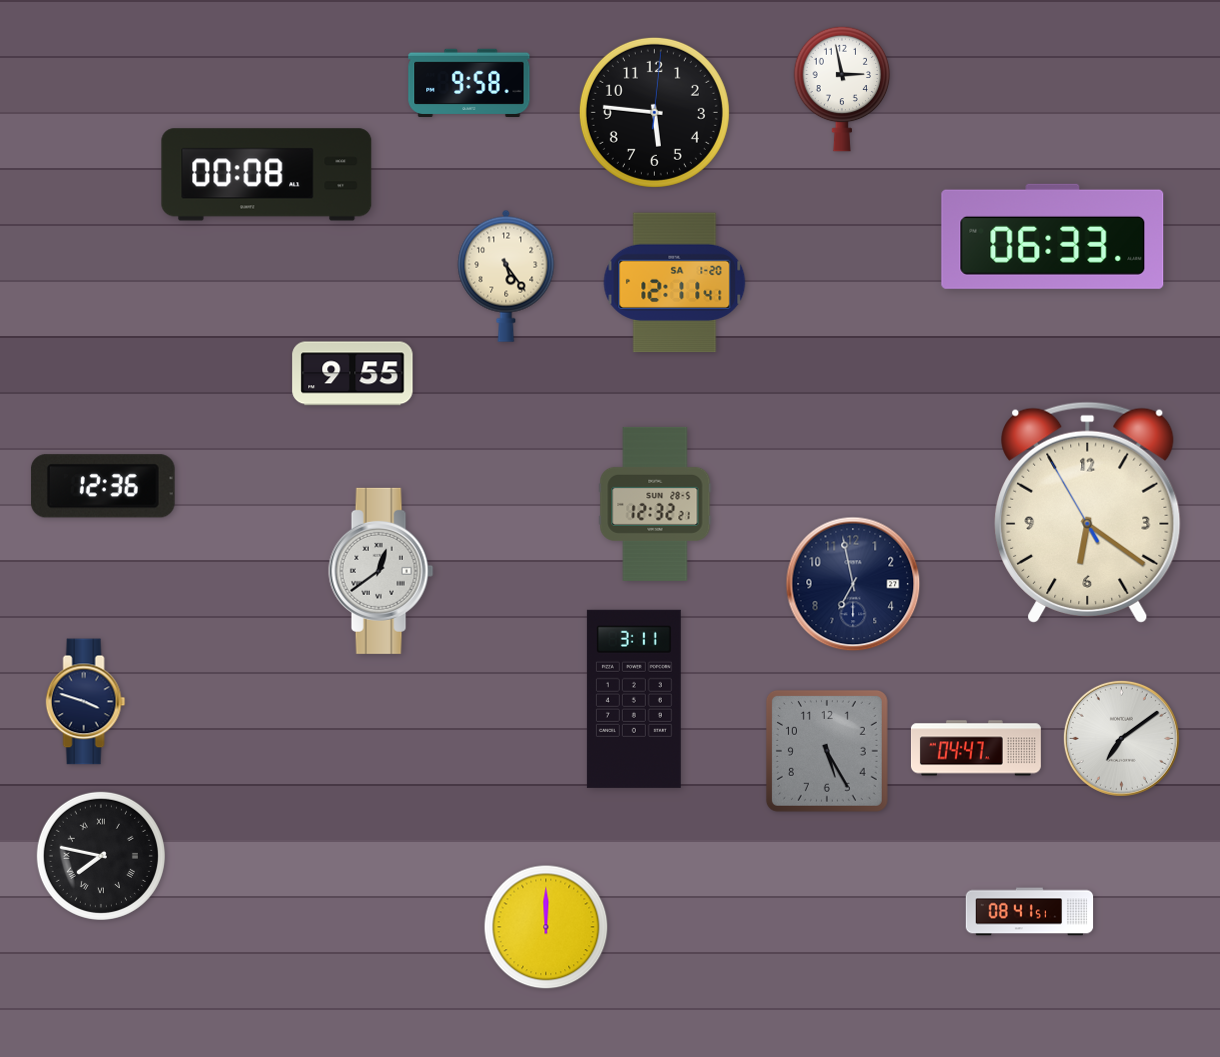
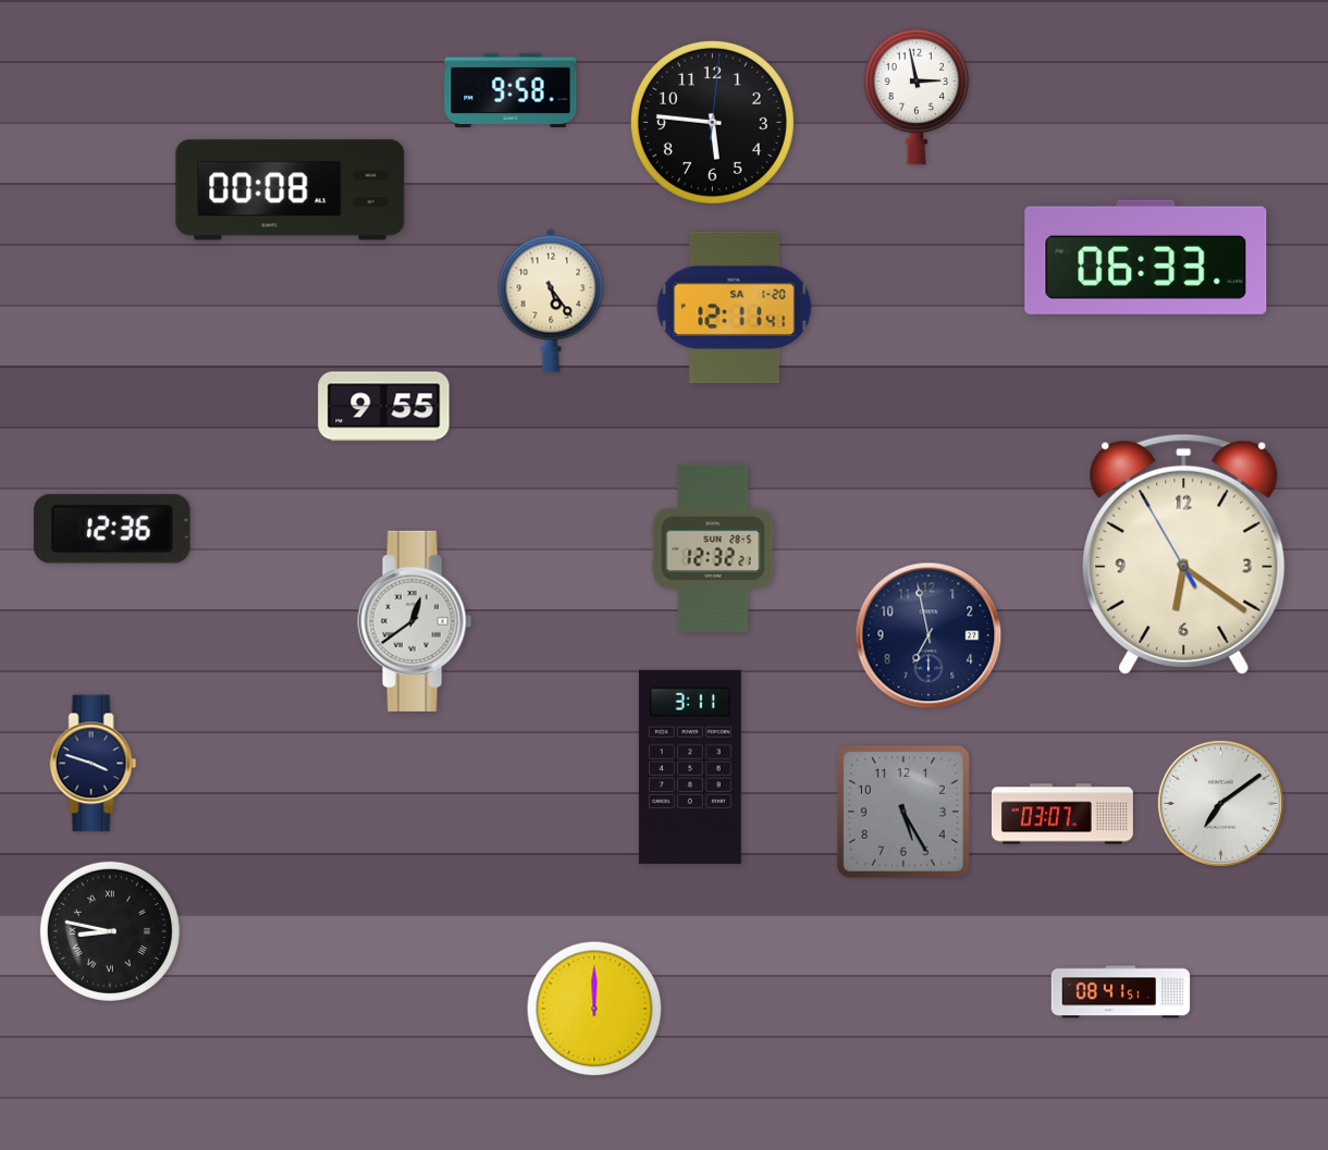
clock at (1088, 512) position: (1088, 512) -> (1184, 554)
clock at (634, 699) position: (634, 699) -> (690, 767)
clock at (976, 748): 04:47 -> 03:07
clock at (827, 751) position: (827, 751) -> (903, 812)
clock at (101, 856): 7:47 -> 8:47
